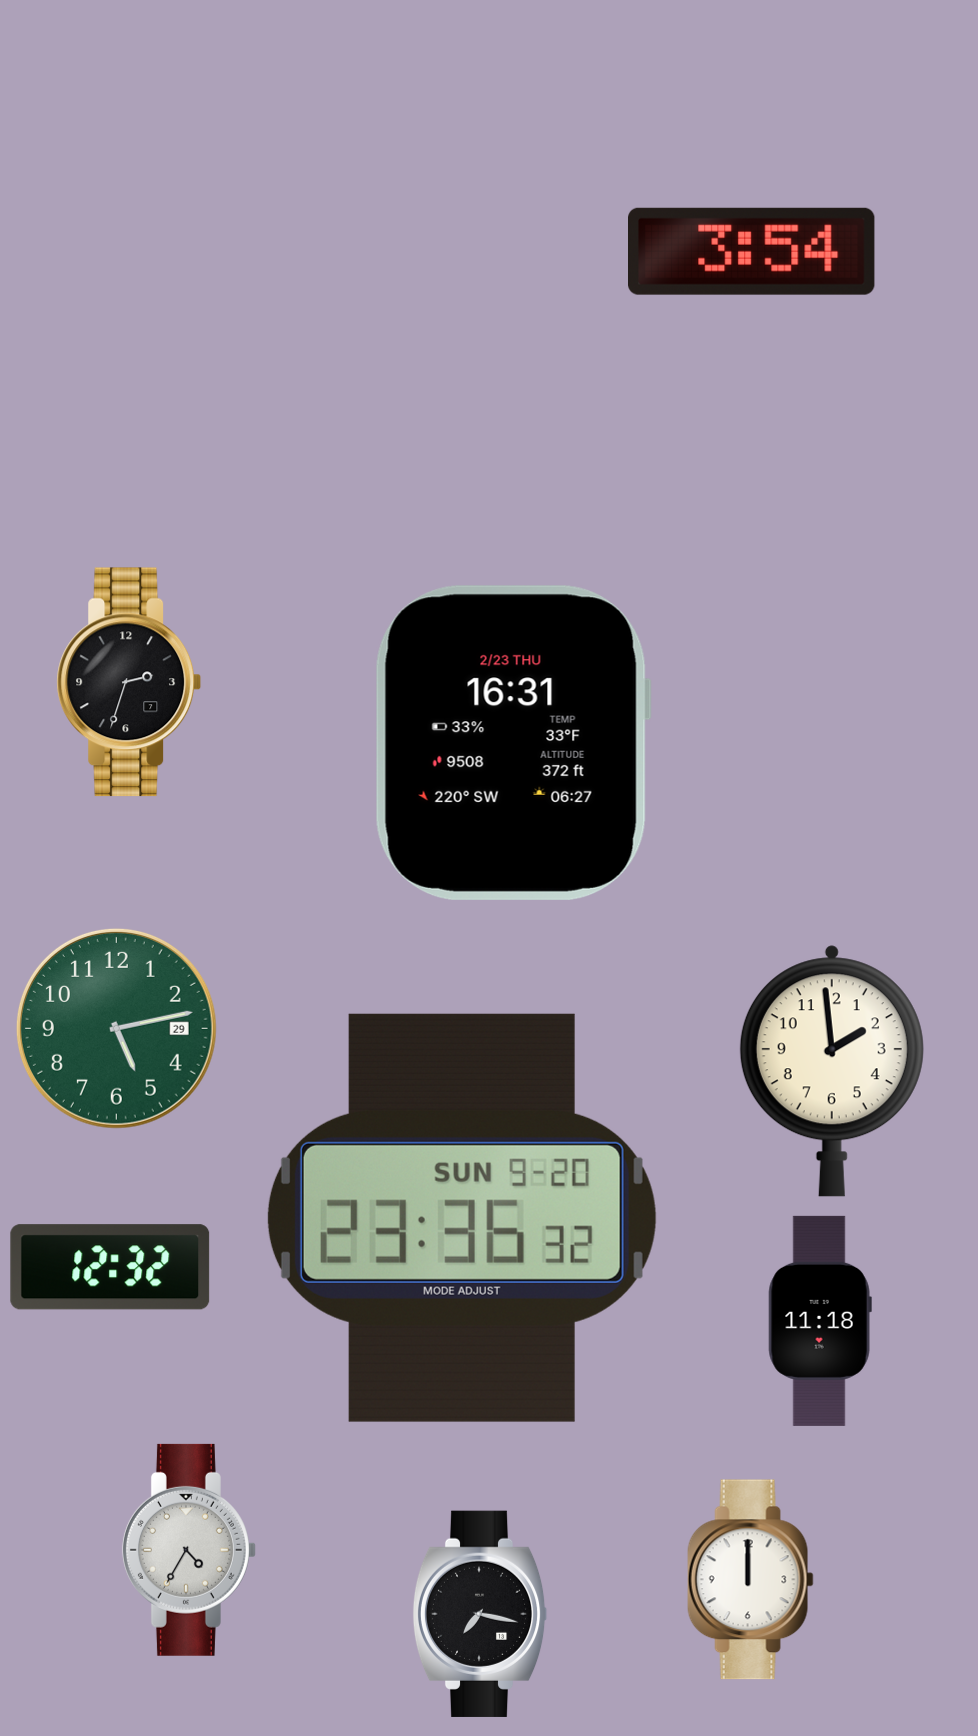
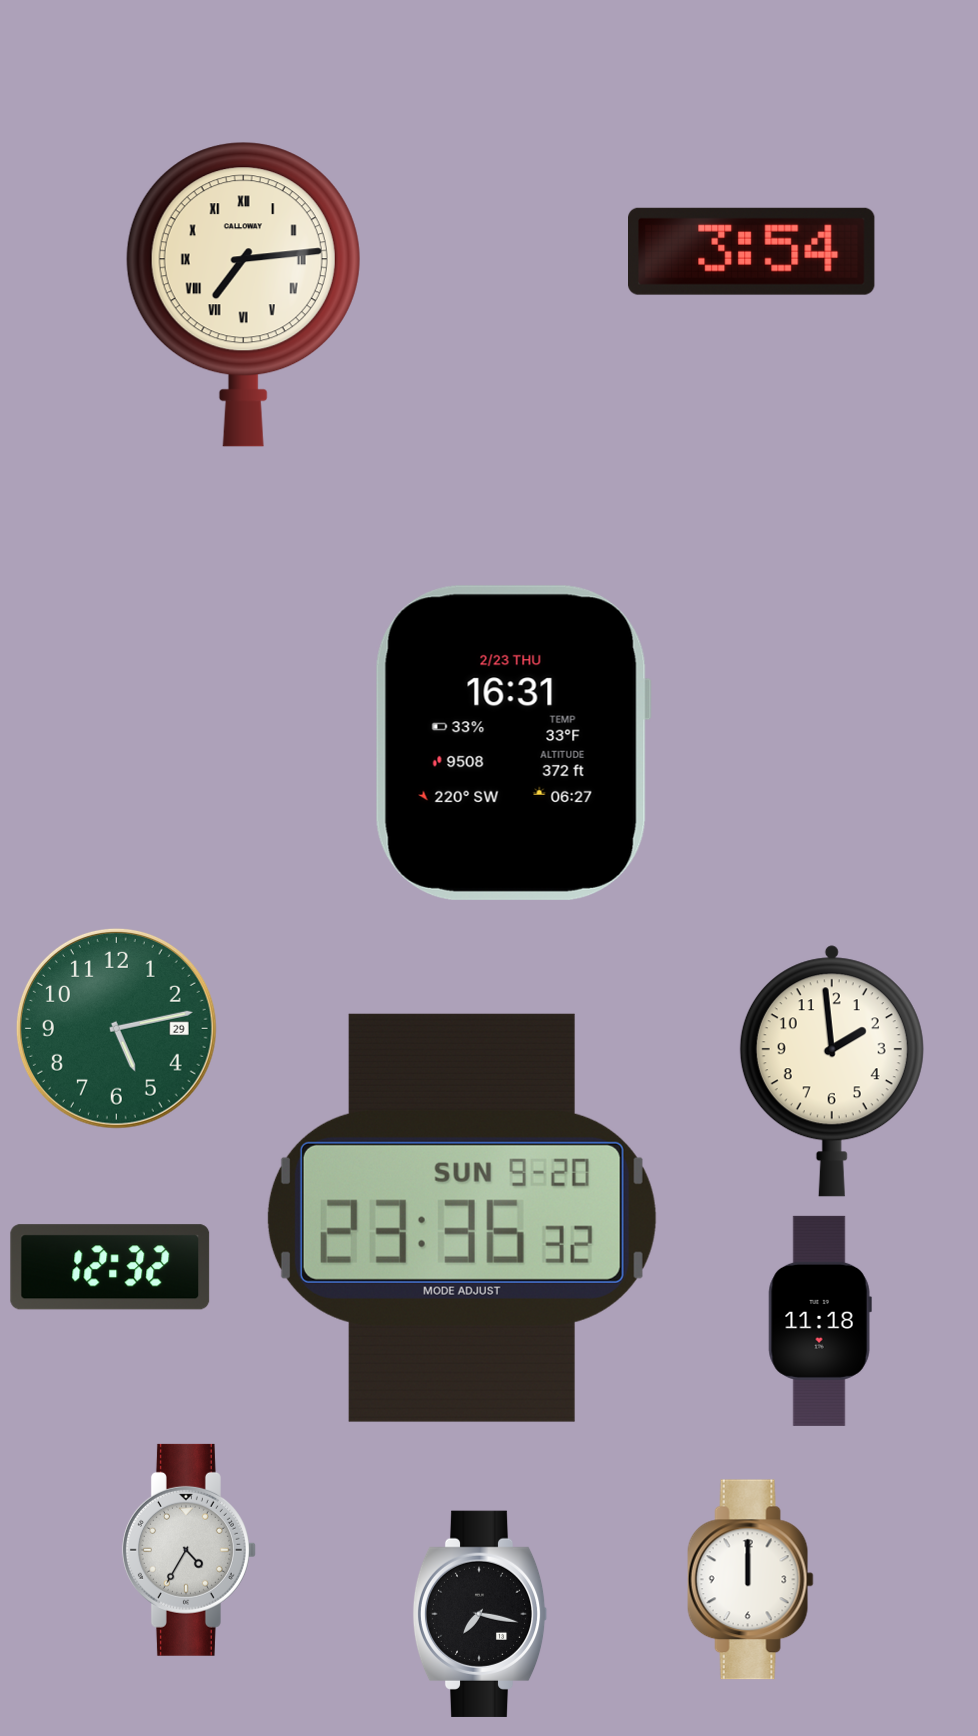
clock at (243, 294): none -> 7:14
clock at (129, 682): 2:33 -> none
